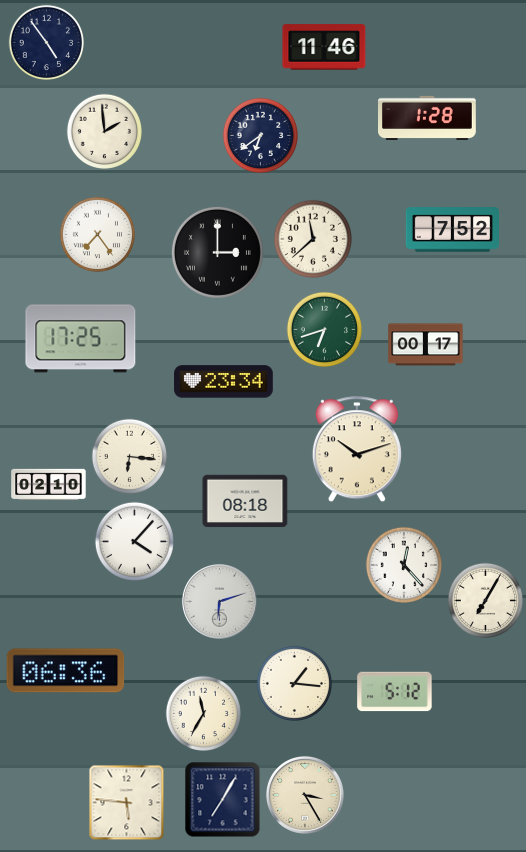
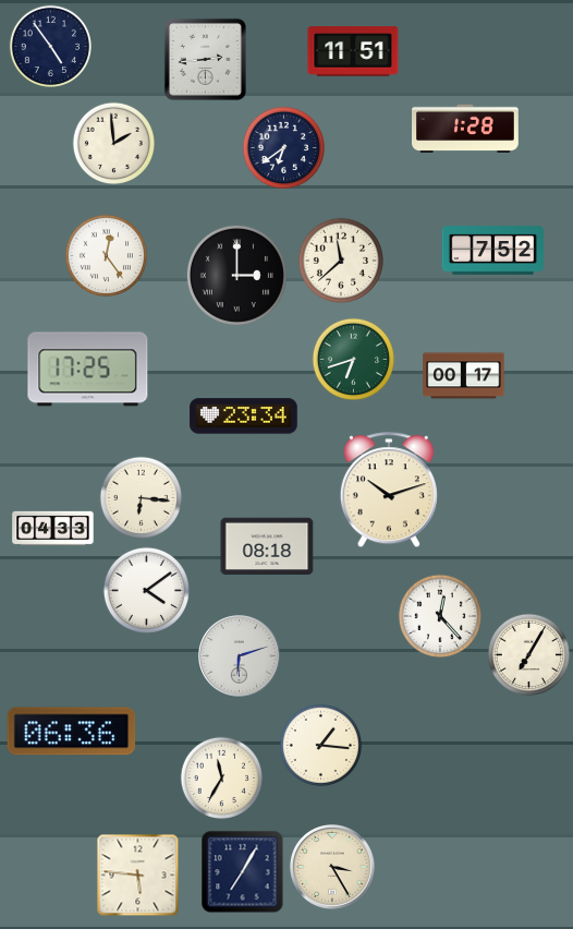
clock at (324, 47): 11:46 -> 11:51
clock at (205, 59): none -> 2:44
clock at (97, 234): 7:24 -> 12:24
clock at (49, 485): 02:10 -> 04:33
clock at (134, 541): 4:07 -> 4:09
clock at (395, 692): 5:12 -> none
